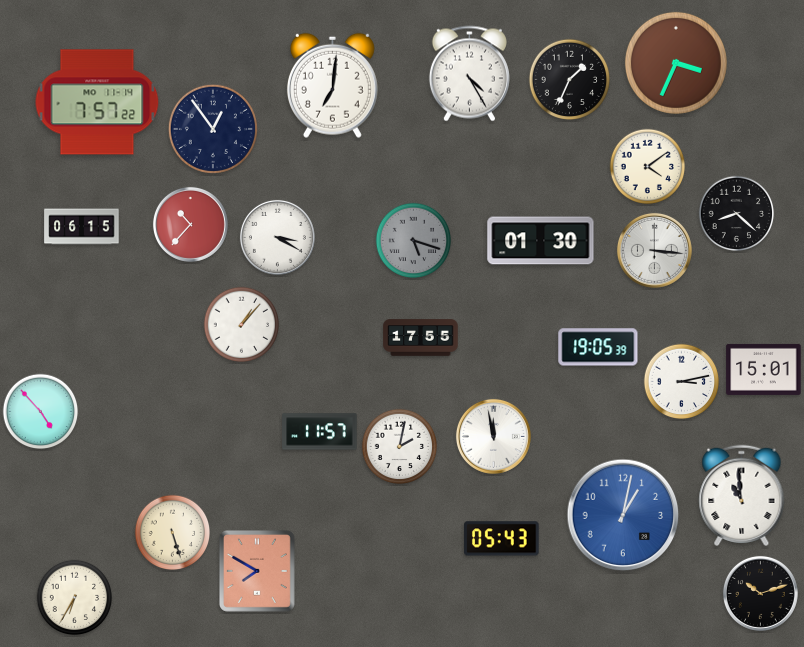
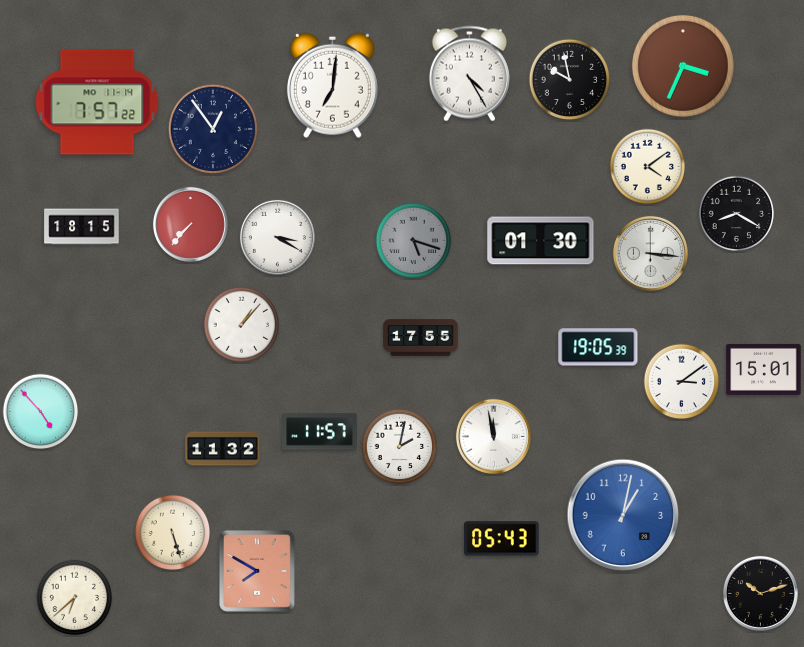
clock at (676, 63) position: (676, 63) -> (683, 66)
clock at (569, 79): 1:34 -> 9:58
clock at (737, 214): 8:22 -> 8:20
clock at (190, 224): 10:37 -> 7:37
clock at (82, 227): 06:15 -> 18:15
clock at (654, 250) position: (654, 250) -> (650, 253)
clock at (682, 382): 3:13 -> 3:09
clock at (223, 449): none -> 11:32
clock at (742, 495): 10:59 -> none
clock at (75, 598): 6:35 -> 6:38
